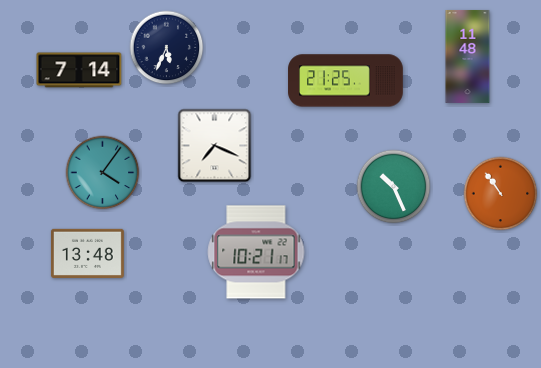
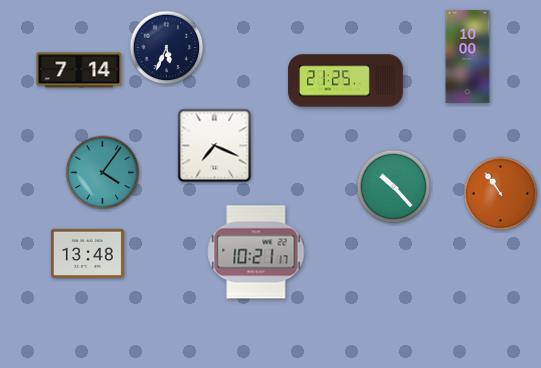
clock at (468, 56): 11:48 -> 10:00
clock at (394, 187): 10:26 -> 10:23
